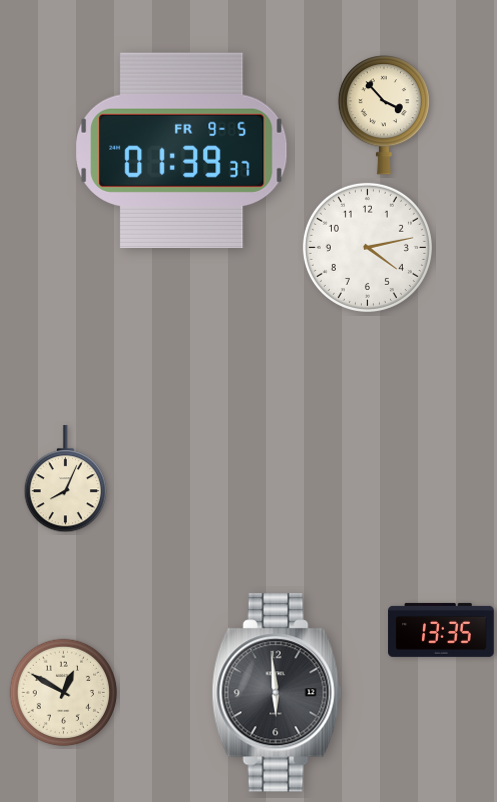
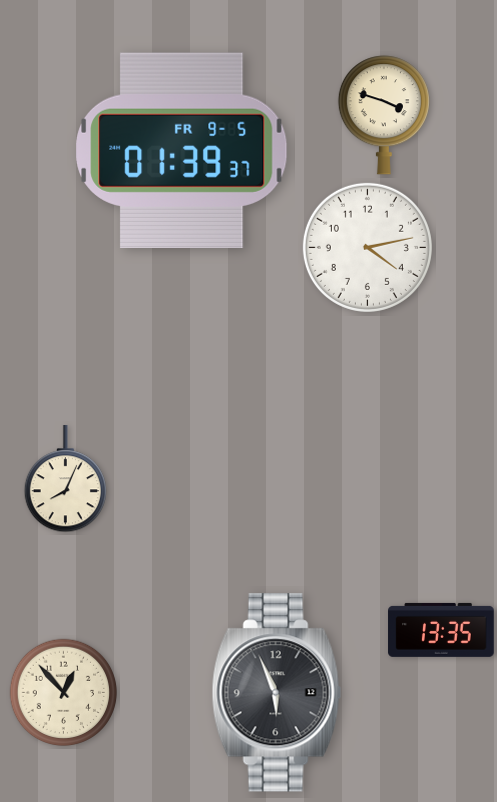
clock at (384, 115): 3:53 -> 3:48
clock at (64, 693): 12:50 -> 12:53
clock at (276, 693): 5:59 -> 5:56
